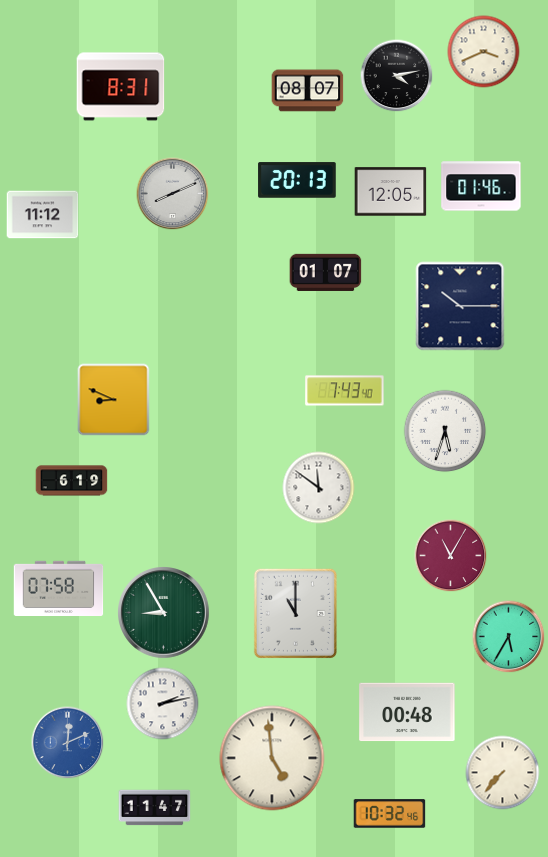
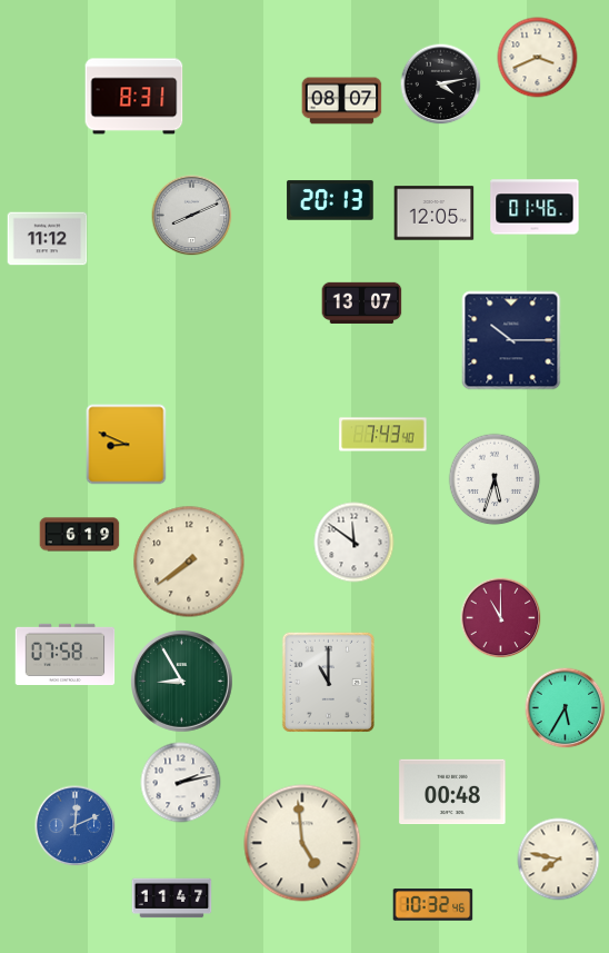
clock at (326, 272): 01:07 -> 13:07
clock at (189, 562): none -> 7:39
clock at (451, 556): 11:05 -> 11:00
clock at (503, 773): 7:37 -> 7:47
